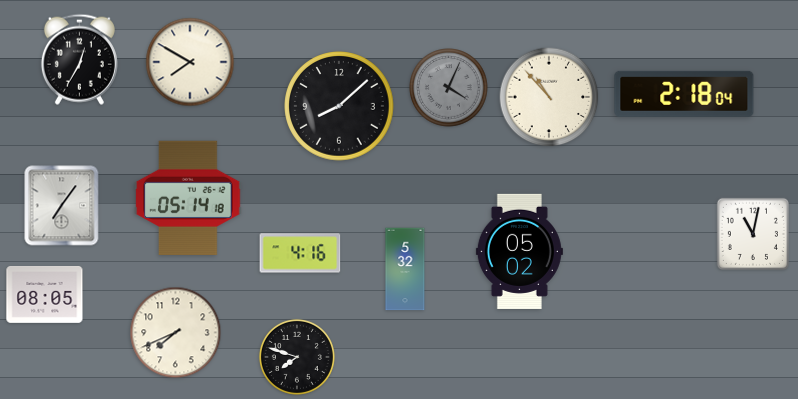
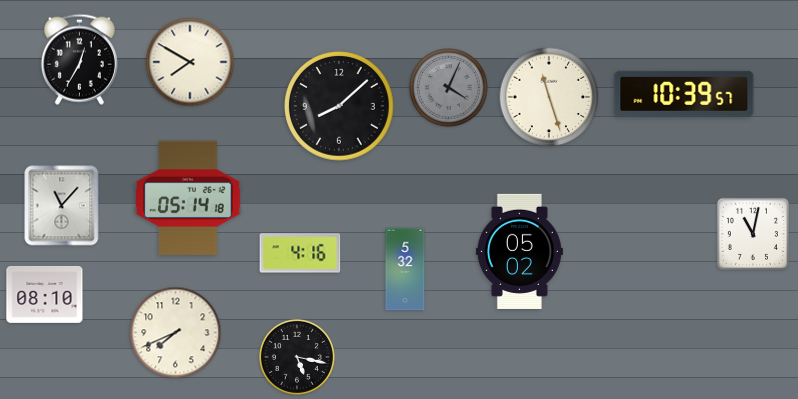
clock at (684, 94): 2:18 -> 10:39
clock at (549, 97): 10:53 -> 11:27
clock at (62, 206): 7:06 -> 11:07
clock at (45, 294): 08:05 -> 08:10
clock at (297, 357): 7:48 -> 5:17
